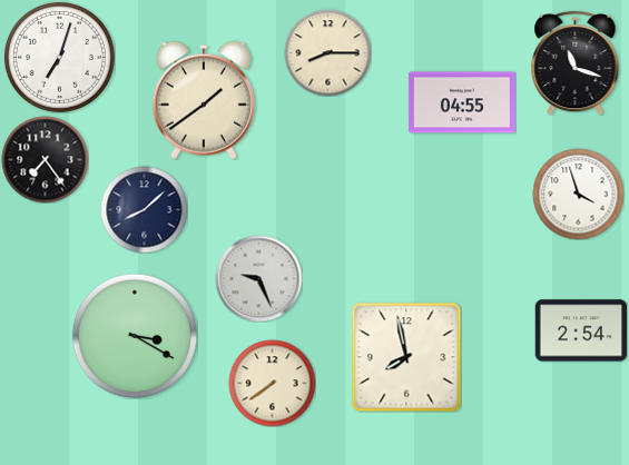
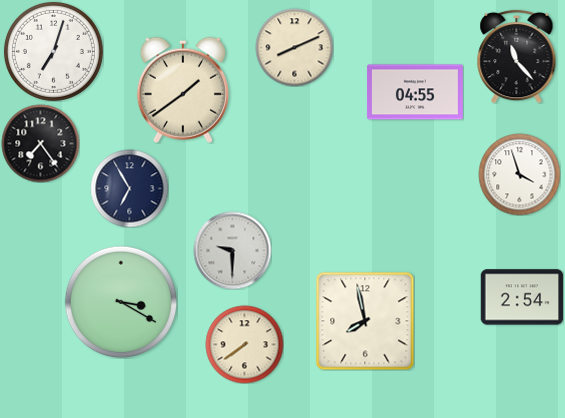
clock at (327, 52): 8:15 -> 8:11
clock at (576, 62): 11:18 -> 11:23
clock at (144, 209): 8:08 -> 6:55
clock at (258, 278): 9:26 -> 9:30
